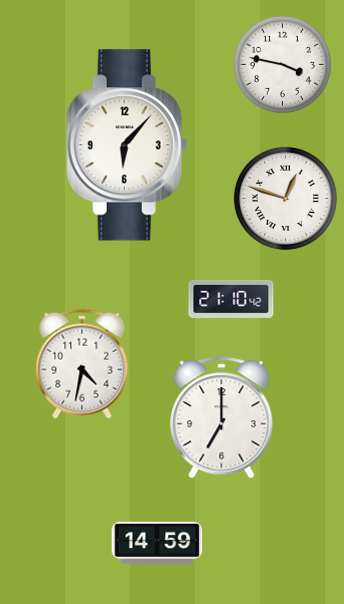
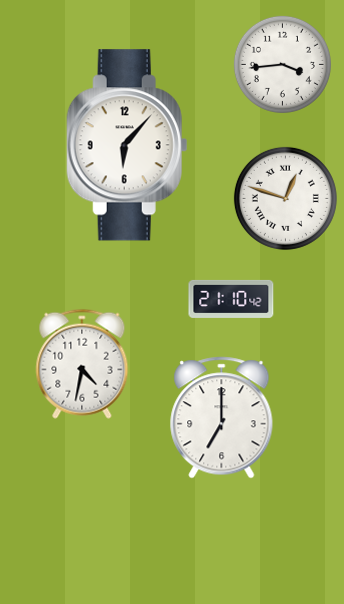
clock at (282, 64): 3:47 -> 3:44
clock at (157, 543): 14:59 -> none
